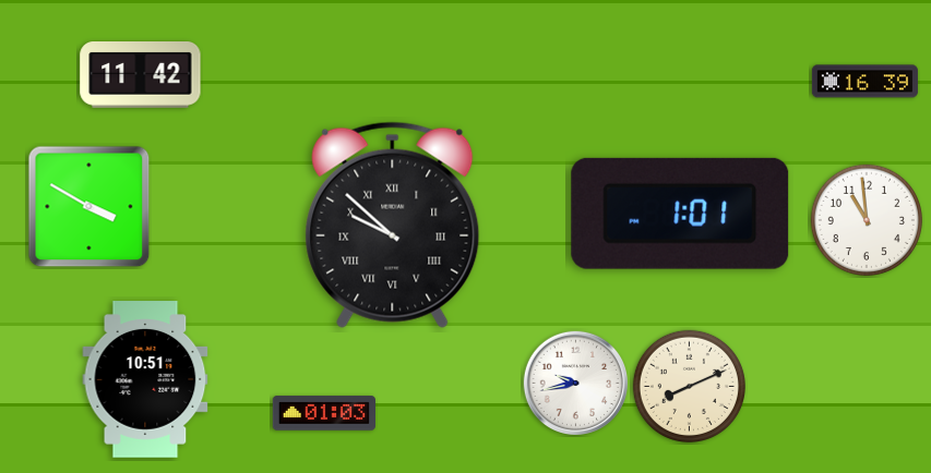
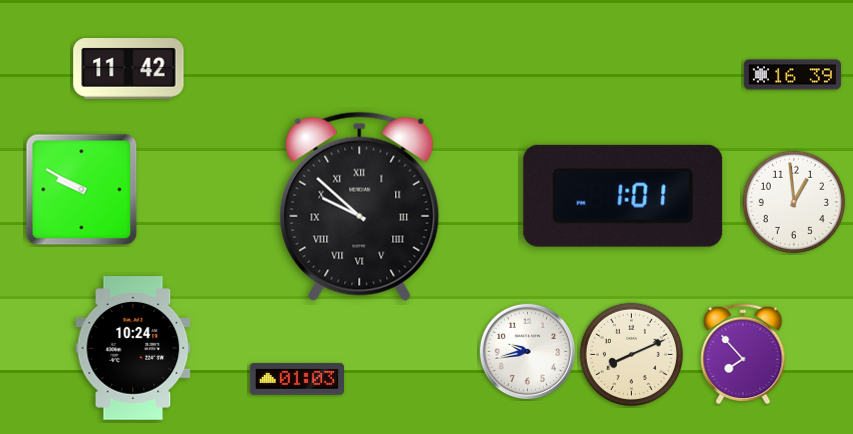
clock at (89, 207): 3:50 -> 9:50
clock at (867, 220): 10:59 -> 12:59
clock at (145, 379): 10:51 -> 10:24
clock at (743, 353): none -> 7:53
